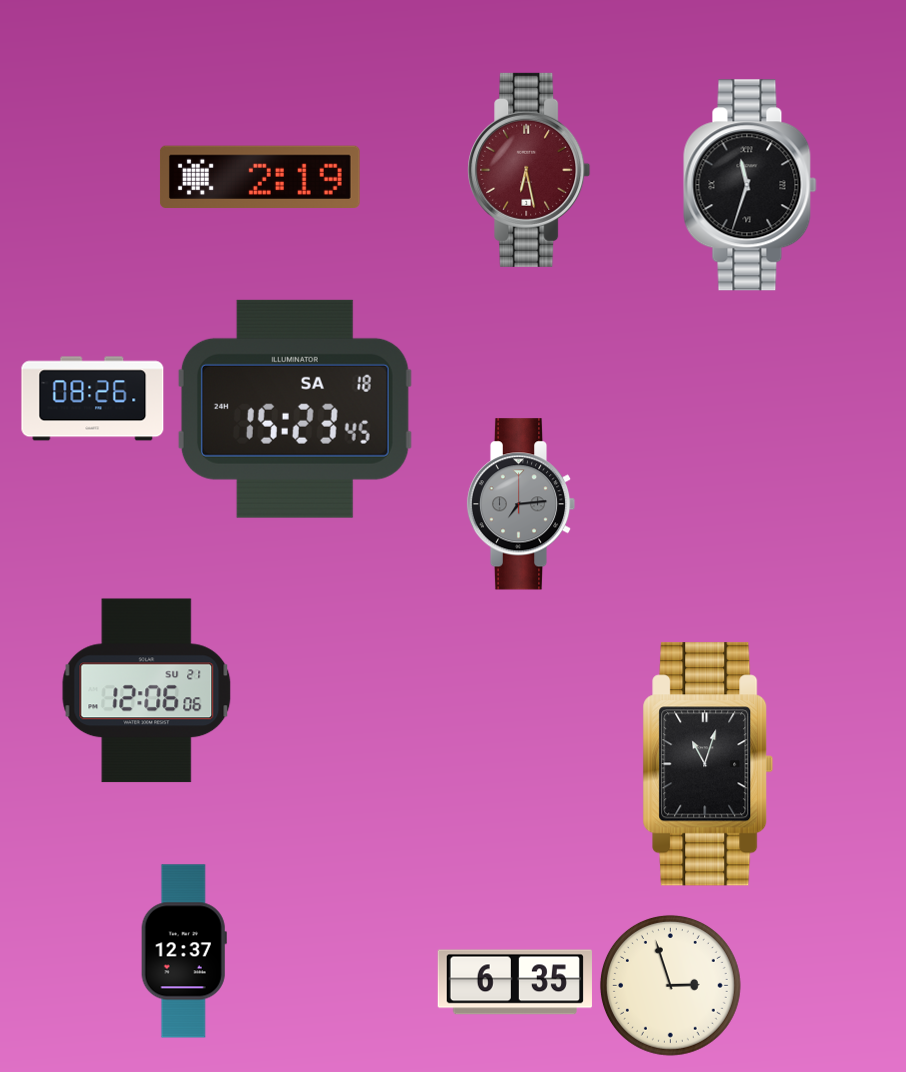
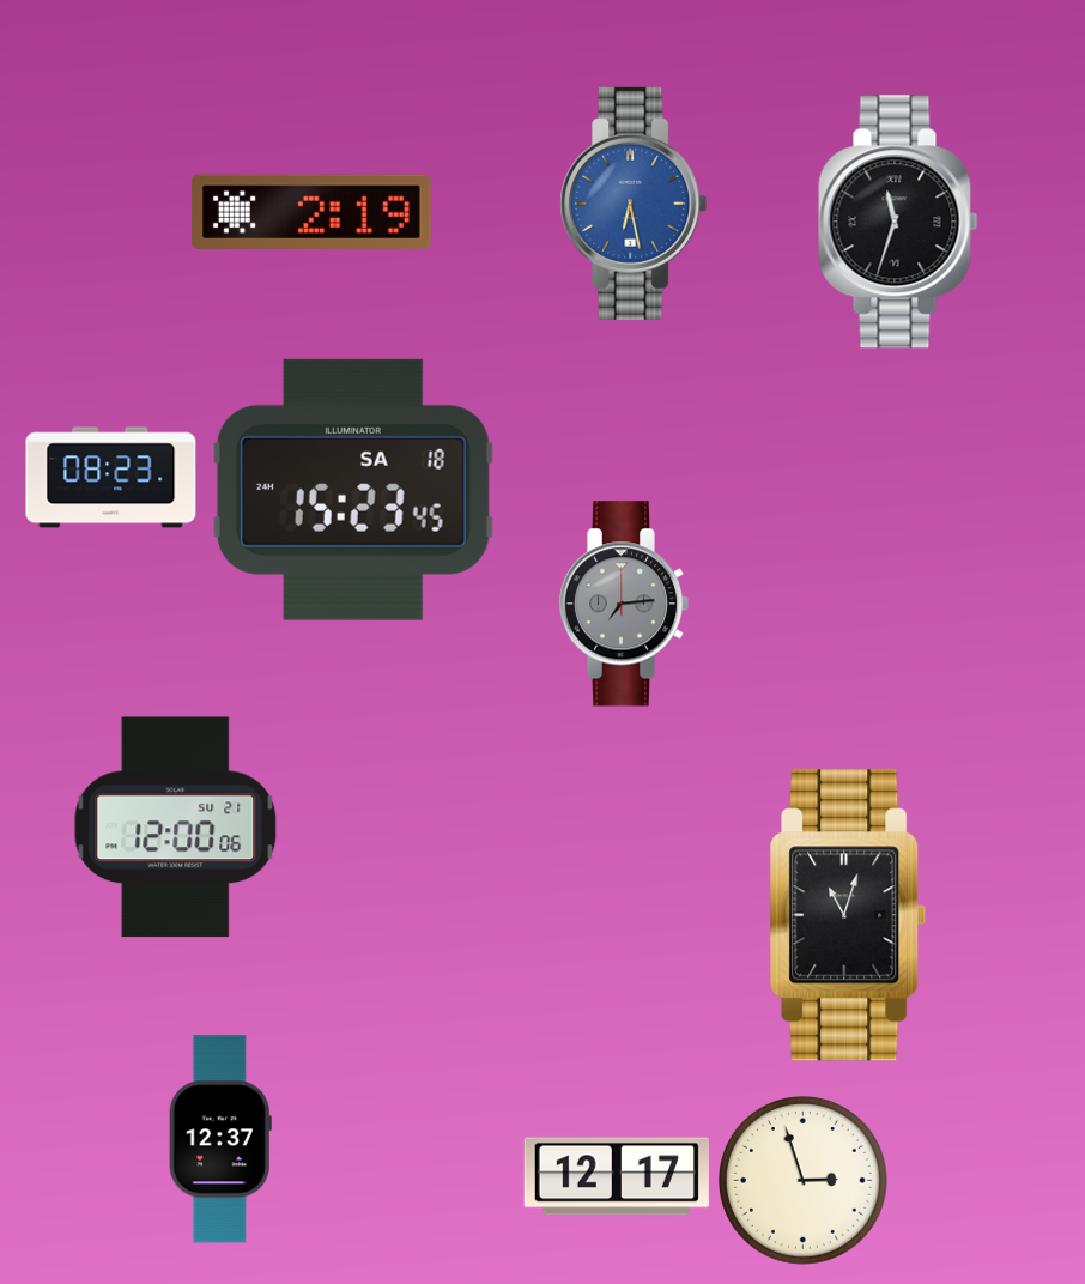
clock at (529, 170) dial: burgundy -> blue
clock at (93, 399): 08:26 -> 08:23
clock at (147, 691): 12:06 -> 12:00
clock at (515, 982): 6:35 -> 12:17
